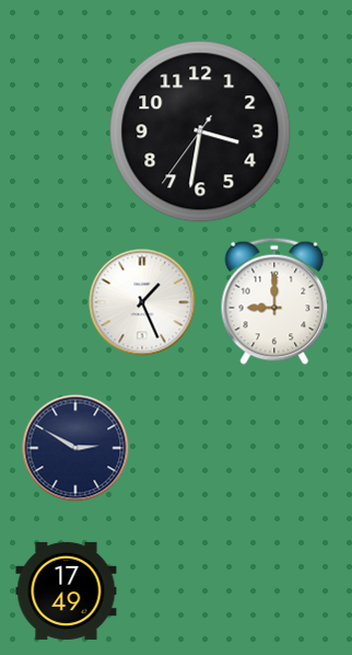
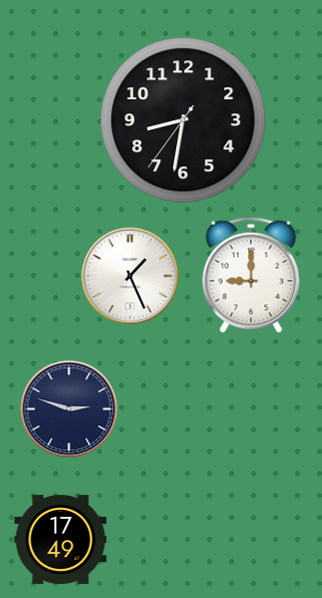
clock at (200, 131): 3:31 -> 8:31
clock at (75, 448): 2:50 -> 2:48
